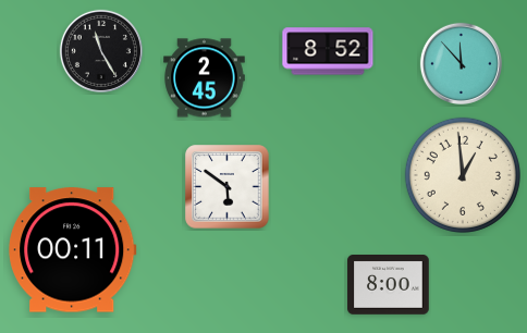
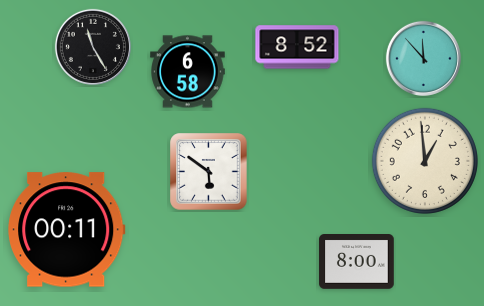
clock at (328, 51) position: (328, 51) -> (297, 47)
clock at (205, 78): 2:45 -> 6:58
